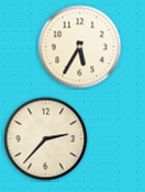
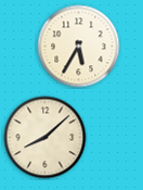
clock at (46, 139): 2:37 -> 8:08
